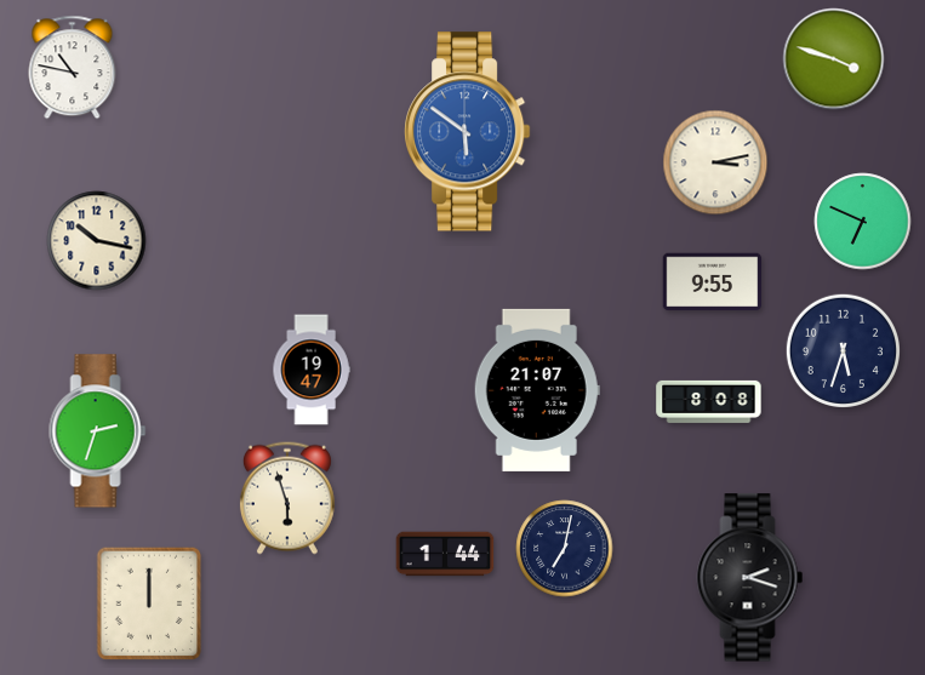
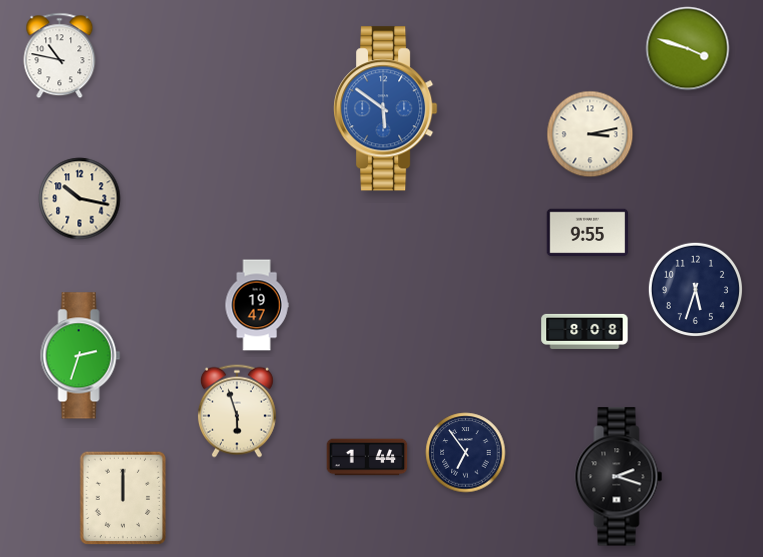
clock at (863, 222): 6:49 -> none
clock at (537, 390): 21:07 -> none
clock at (565, 549): 7:02 -> 6:54
